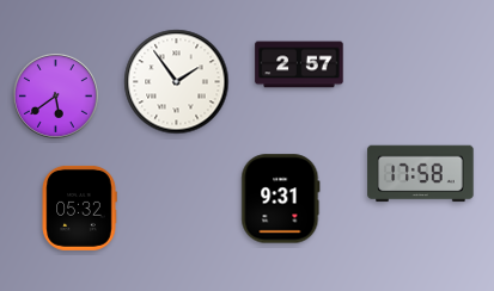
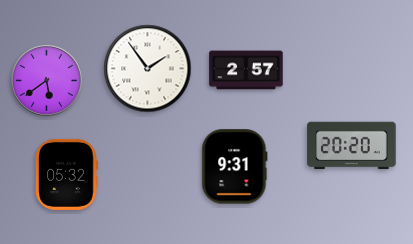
clock at (299, 64) position: (299, 64) -> (246, 70)
clock at (421, 174): 17:58 -> 20:20
